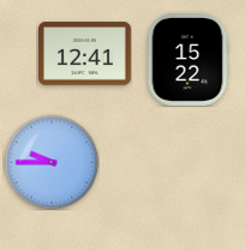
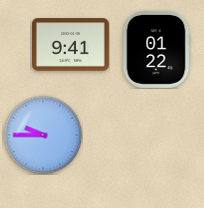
clock at (85, 54): 12:41 -> 9:41
clock at (187, 60): 15:22 -> 01:22
